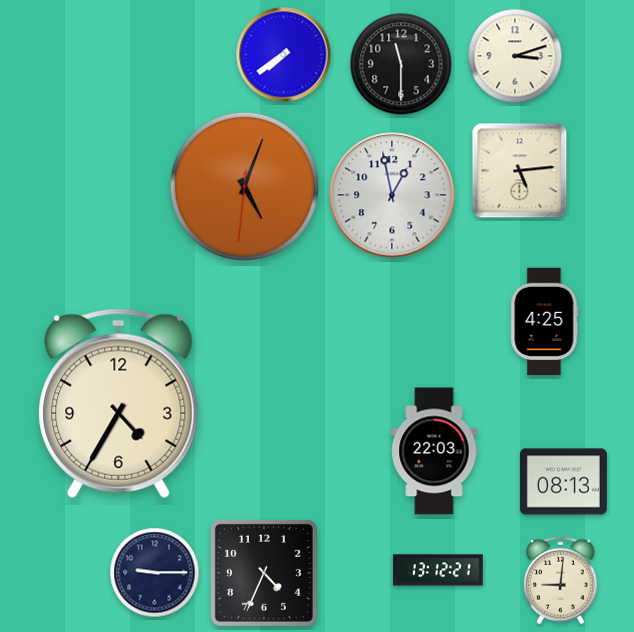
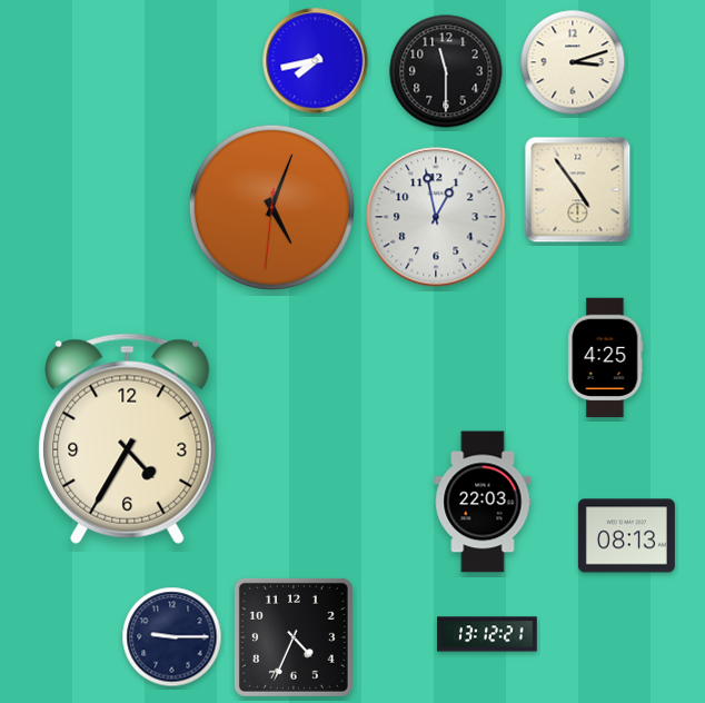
clock at (284, 55): 7:39 -> 7:43
clock at (520, 171): 5:14 -> 4:54
clock at (119, 403) position: (119, 403) -> (128, 438)
clock at (560, 581): 9:01 -> none
